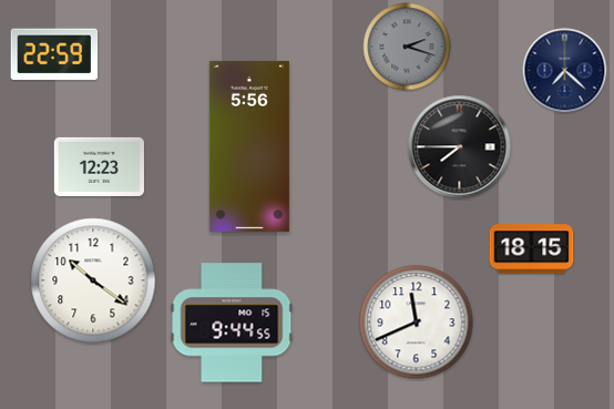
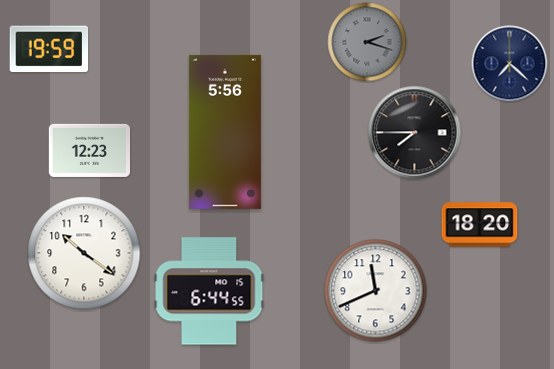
clock at (54, 54): 22:59 -> 19:59
clock at (532, 249): 18:15 -> 18:20
clock at (232, 323): 9:44 -> 6:44
